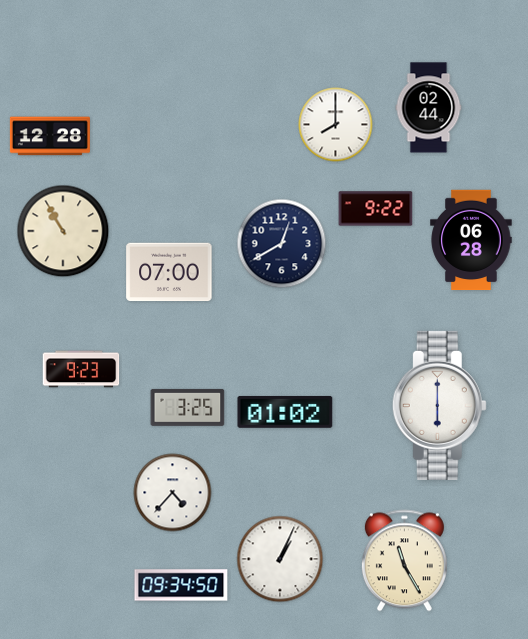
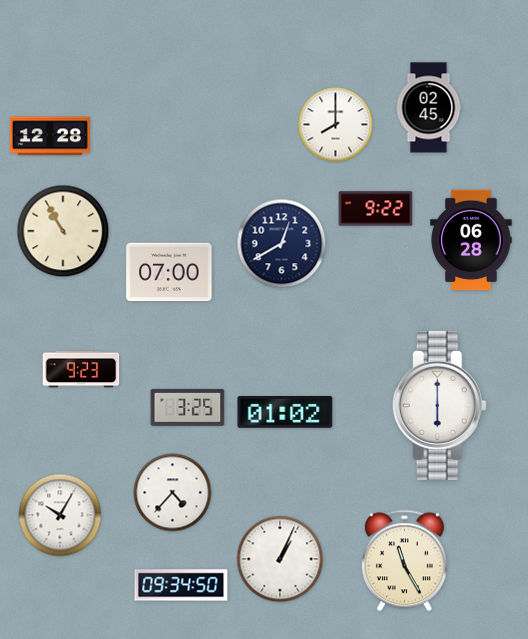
clock at (429, 108): 02:44 -> 02:45
clock at (60, 515): none -> 10:05
